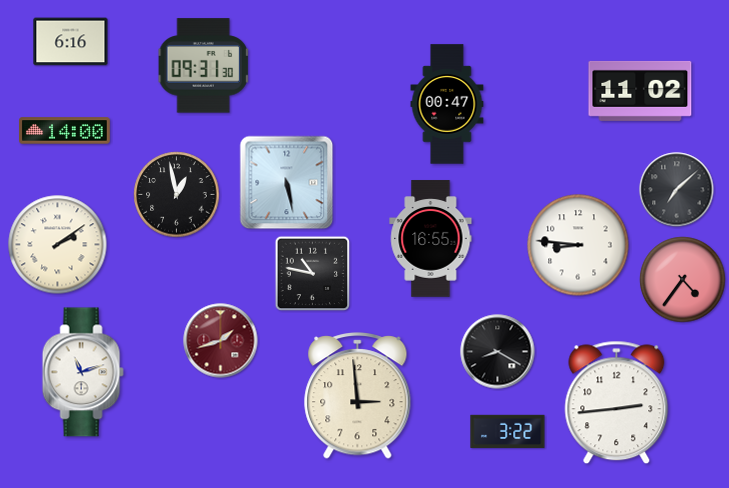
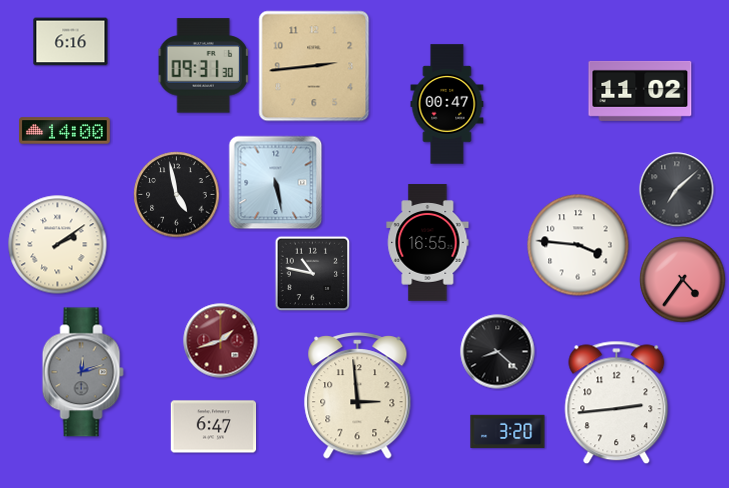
clock at (314, 66): none -> 2:44
clock at (287, 183) position: (287, 183) -> (276, 183)
clock at (177, 195): 12:58 -> 4:58
clock at (431, 239) position: (431, 239) -> (428, 243)
clock at (578, 245): 8:46 -> 3:46
clock at (498, 352): 8:20 -> 8:22
clock at (83, 372): 11:12 -> 12:12
clock at (83, 372) dial: white -> grey
clock at (214, 427): none -> 6:47
clock at (508, 431): 3:22 -> 3:20
